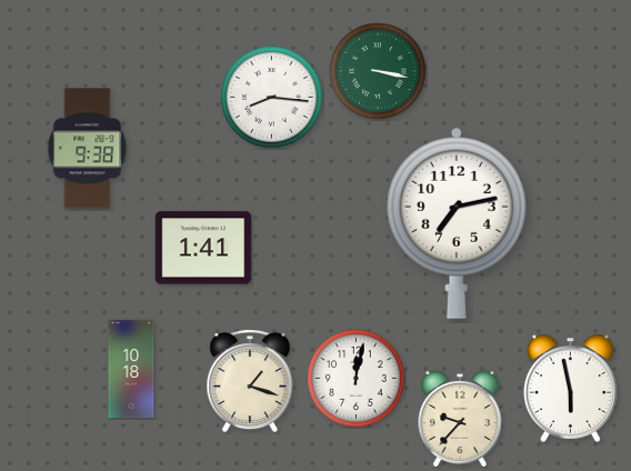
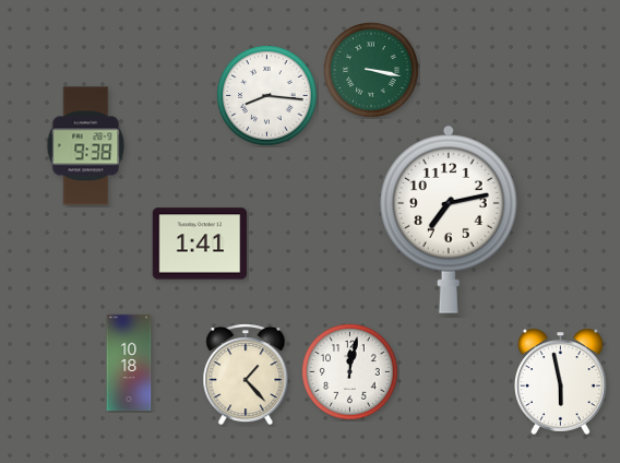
clock at (250, 381): 1:18 -> 1:23
clock at (460, 419): 9:37 -> none
